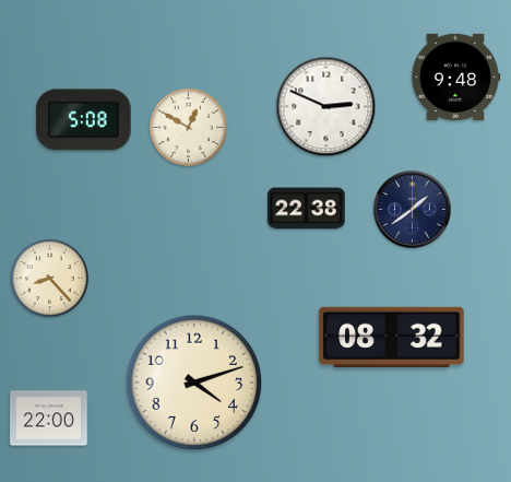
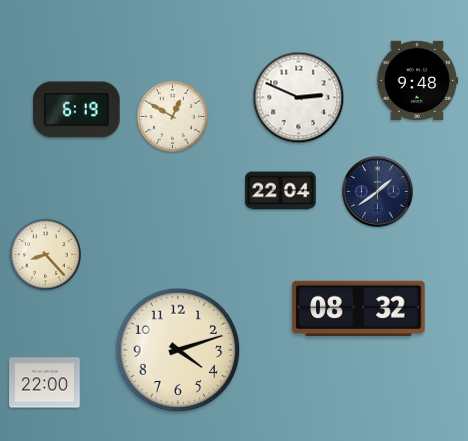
clock at (455, 77) position: (455, 77) -> (417, 80)
clock at (84, 120): 5:08 -> 6:19
clock at (307, 209): 22:38 -> 22:04
